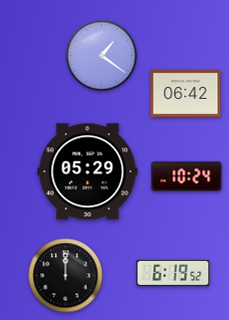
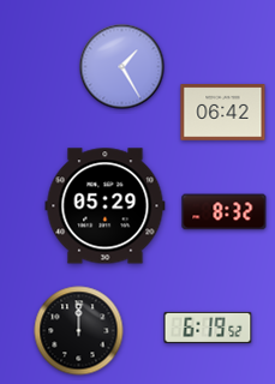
clock at (102, 56): 1:21 -> 1:25
clock at (187, 177): 10:24 -> 8:32
